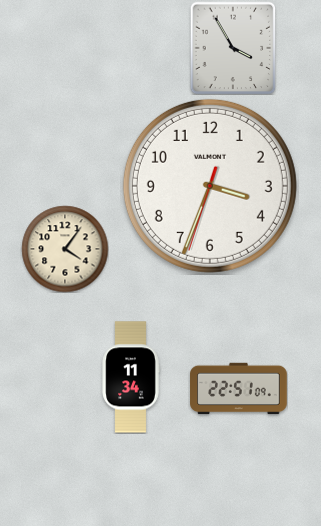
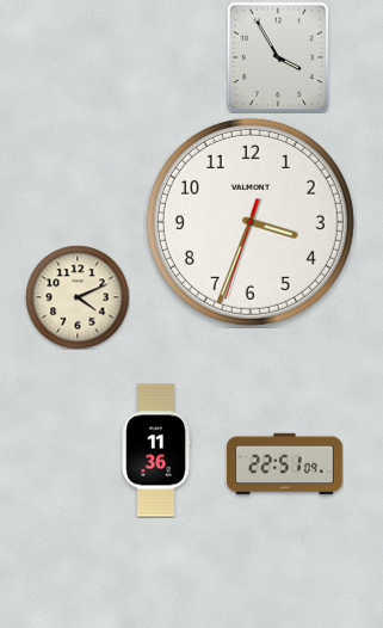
clock at (65, 249): 4:06 -> 4:11
clock at (131, 377): 11:34 -> 11:36
